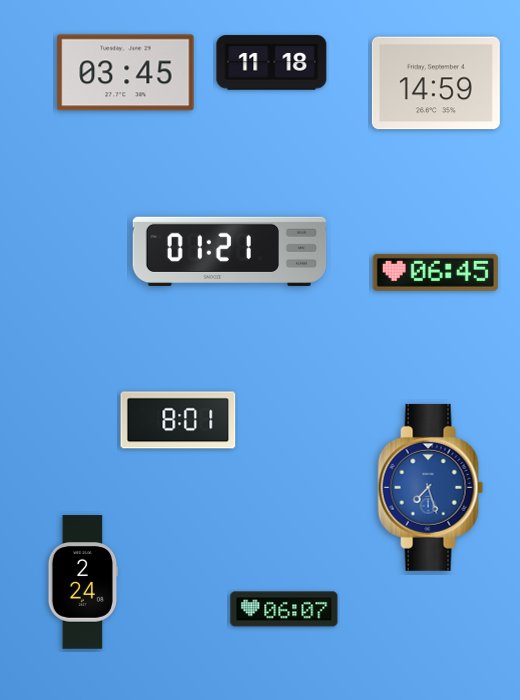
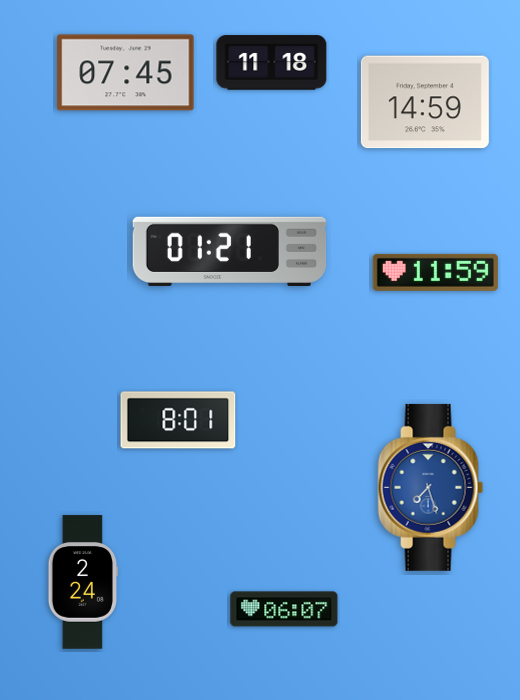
clock at (126, 73): 03:45 -> 07:45
clock at (436, 83) position: (436, 83) -> (425, 102)
clock at (435, 272): 06:45 -> 11:59
